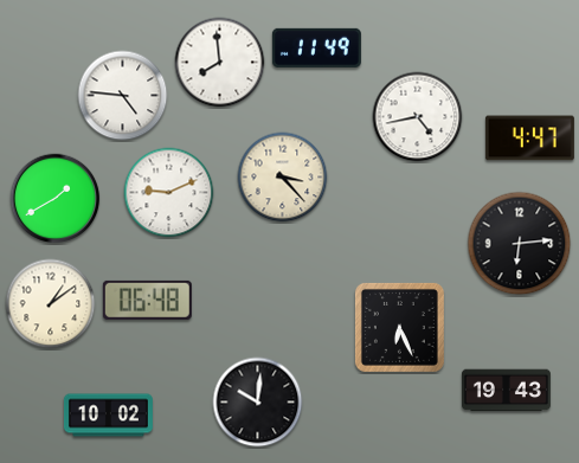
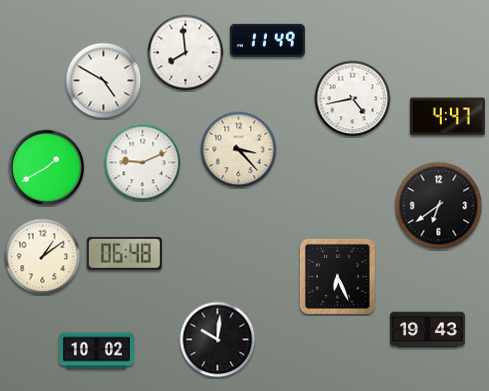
clock at (123, 96): 4:46 -> 4:50
clock at (520, 244): 6:14 -> 6:39
clock at (108, 416) position: (108, 416) -> (96, 351)
